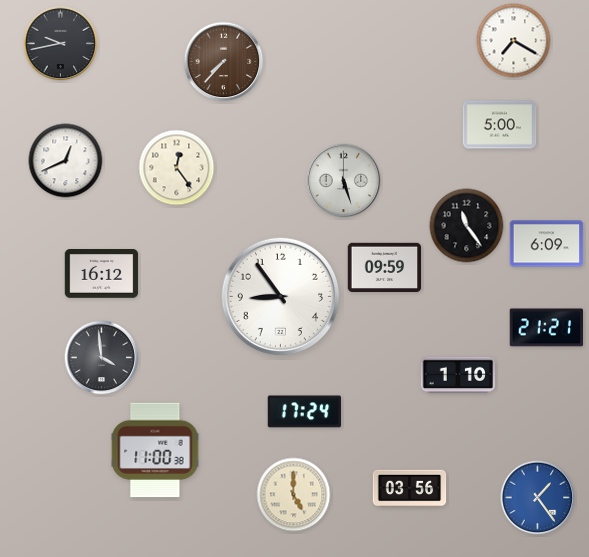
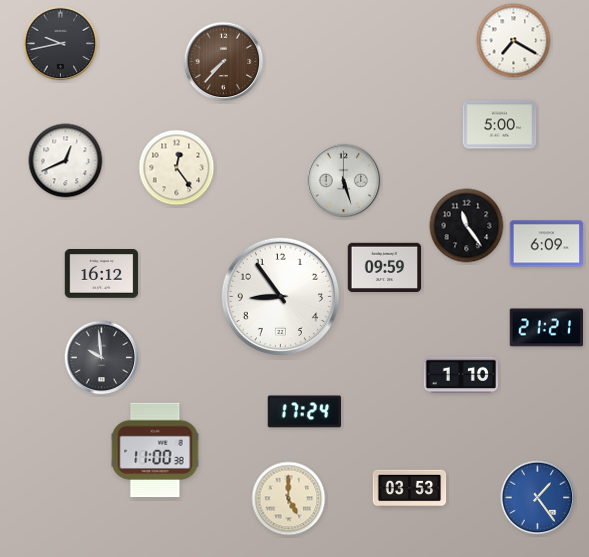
clock at (102, 358): 3:59 -> 9:59
clock at (457, 375) position: (457, 375) -> (460, 375)
clock at (410, 489): 03:56 -> 03:53
clock at (294, 495) position: (294, 495) -> (289, 499)
